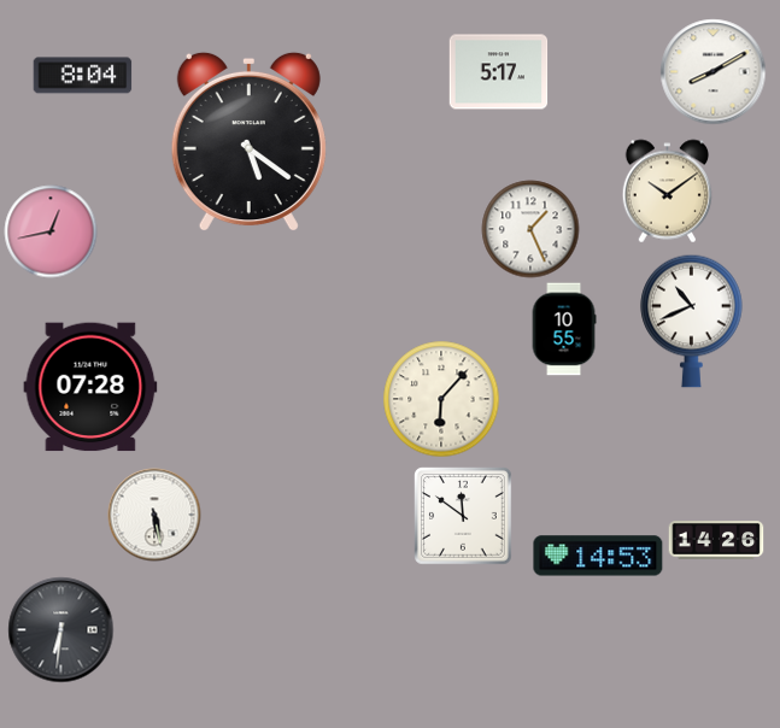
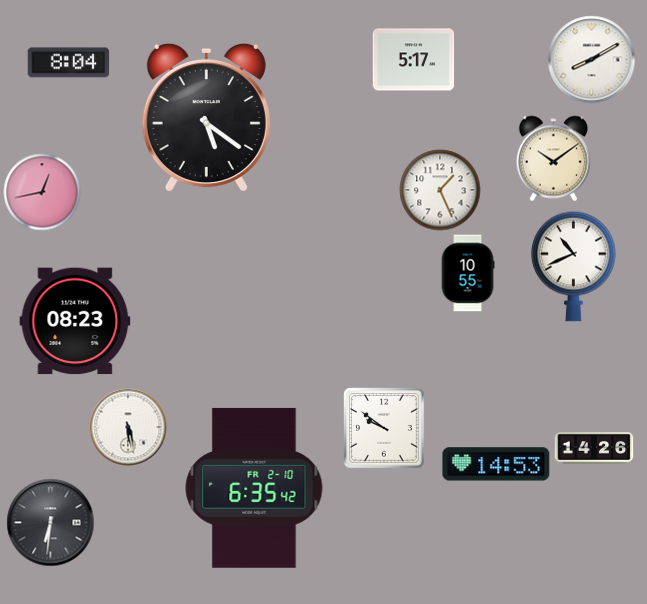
clock at (90, 387): 07:28 -> 08:23
clock at (441, 399): 6:07 -> none
clock at (464, 517): 11:51 -> 9:51
clock at (598, 556) position: (598, 556) -> (496, 464)
clock at (254, 488): none -> 6:35
